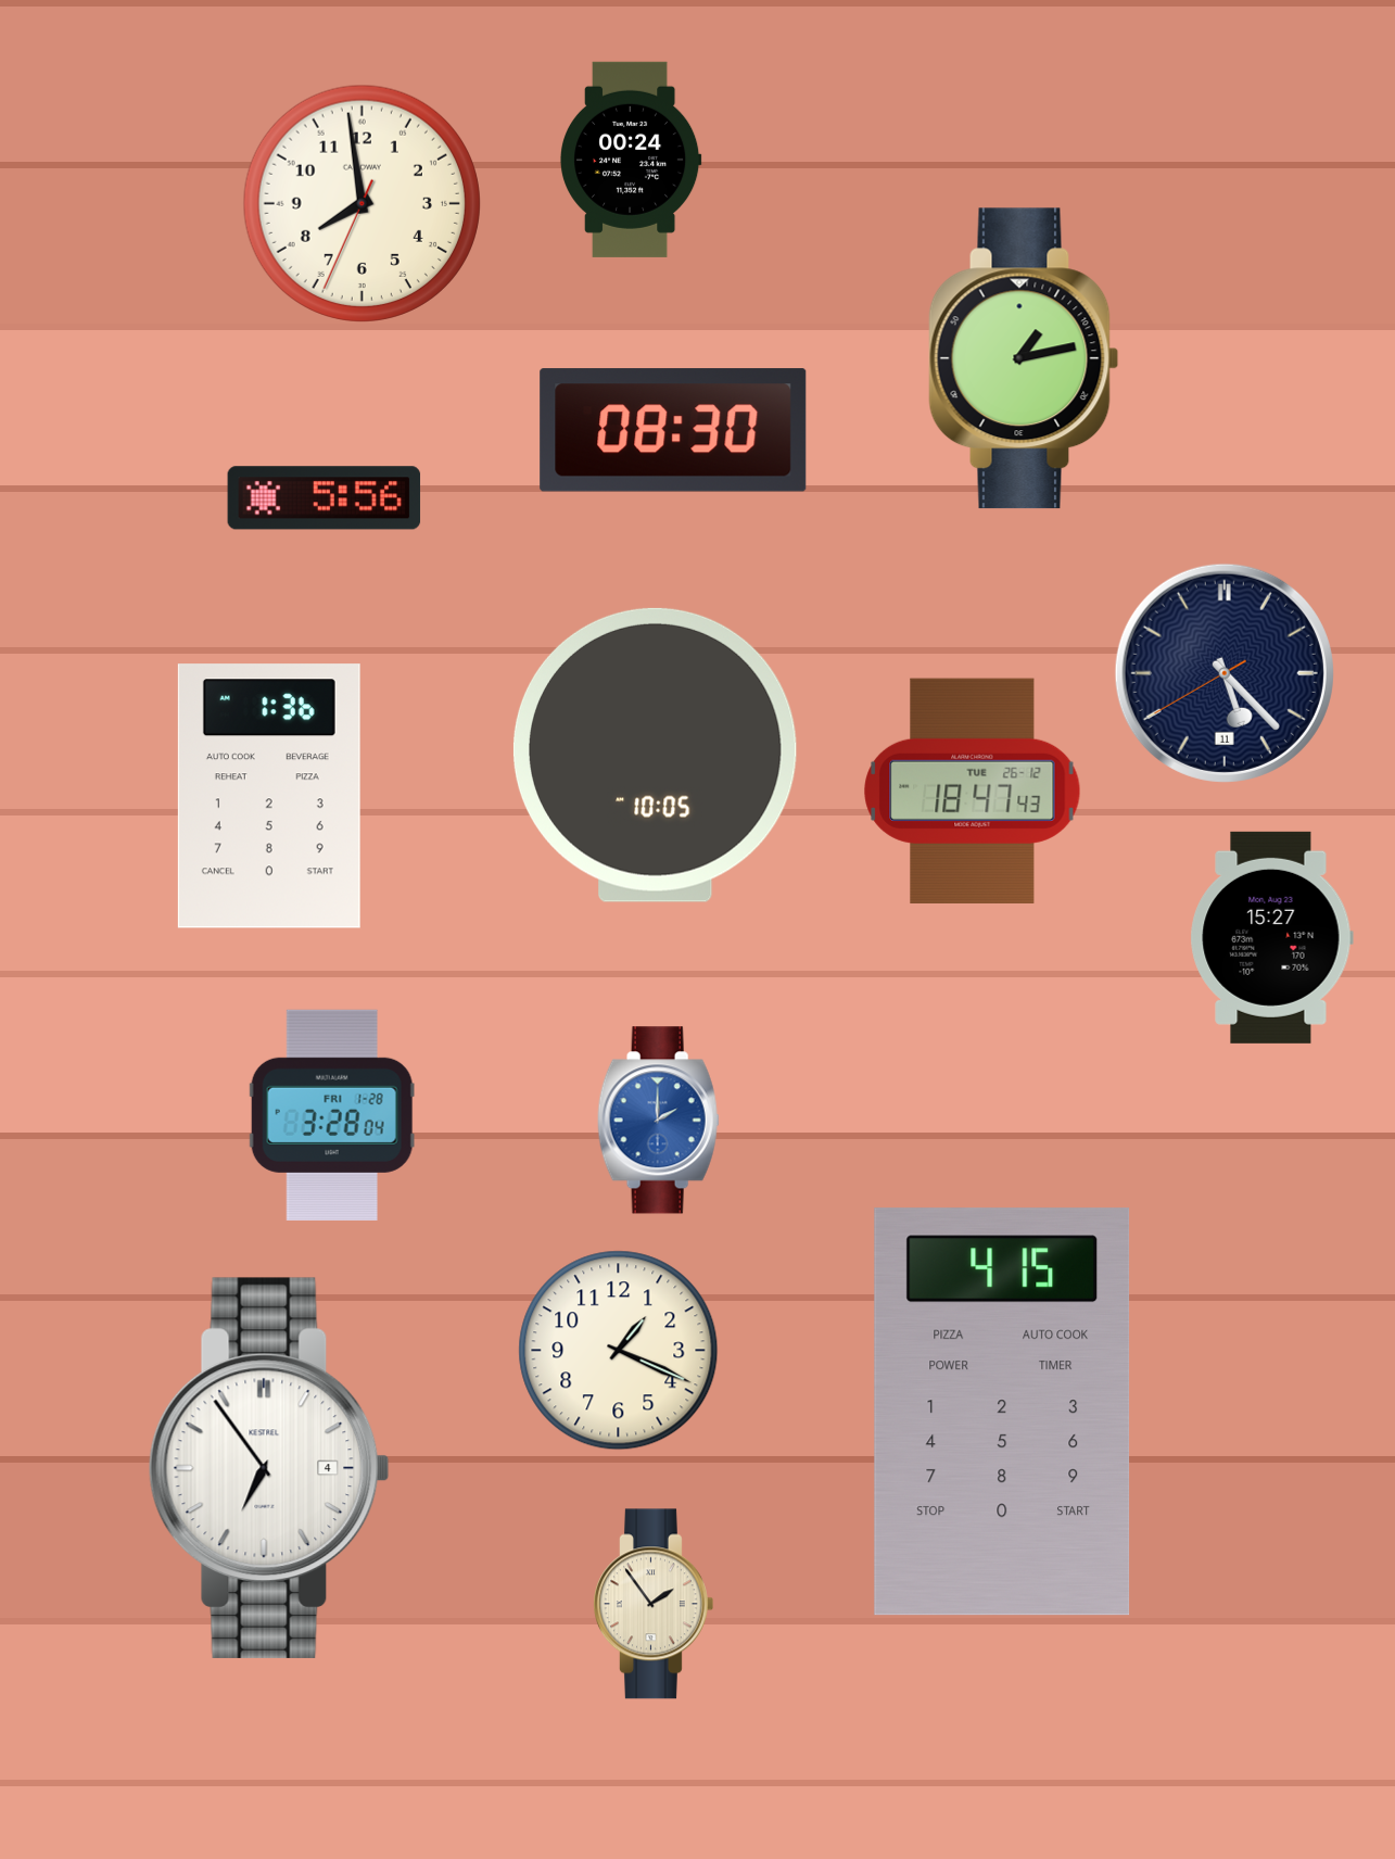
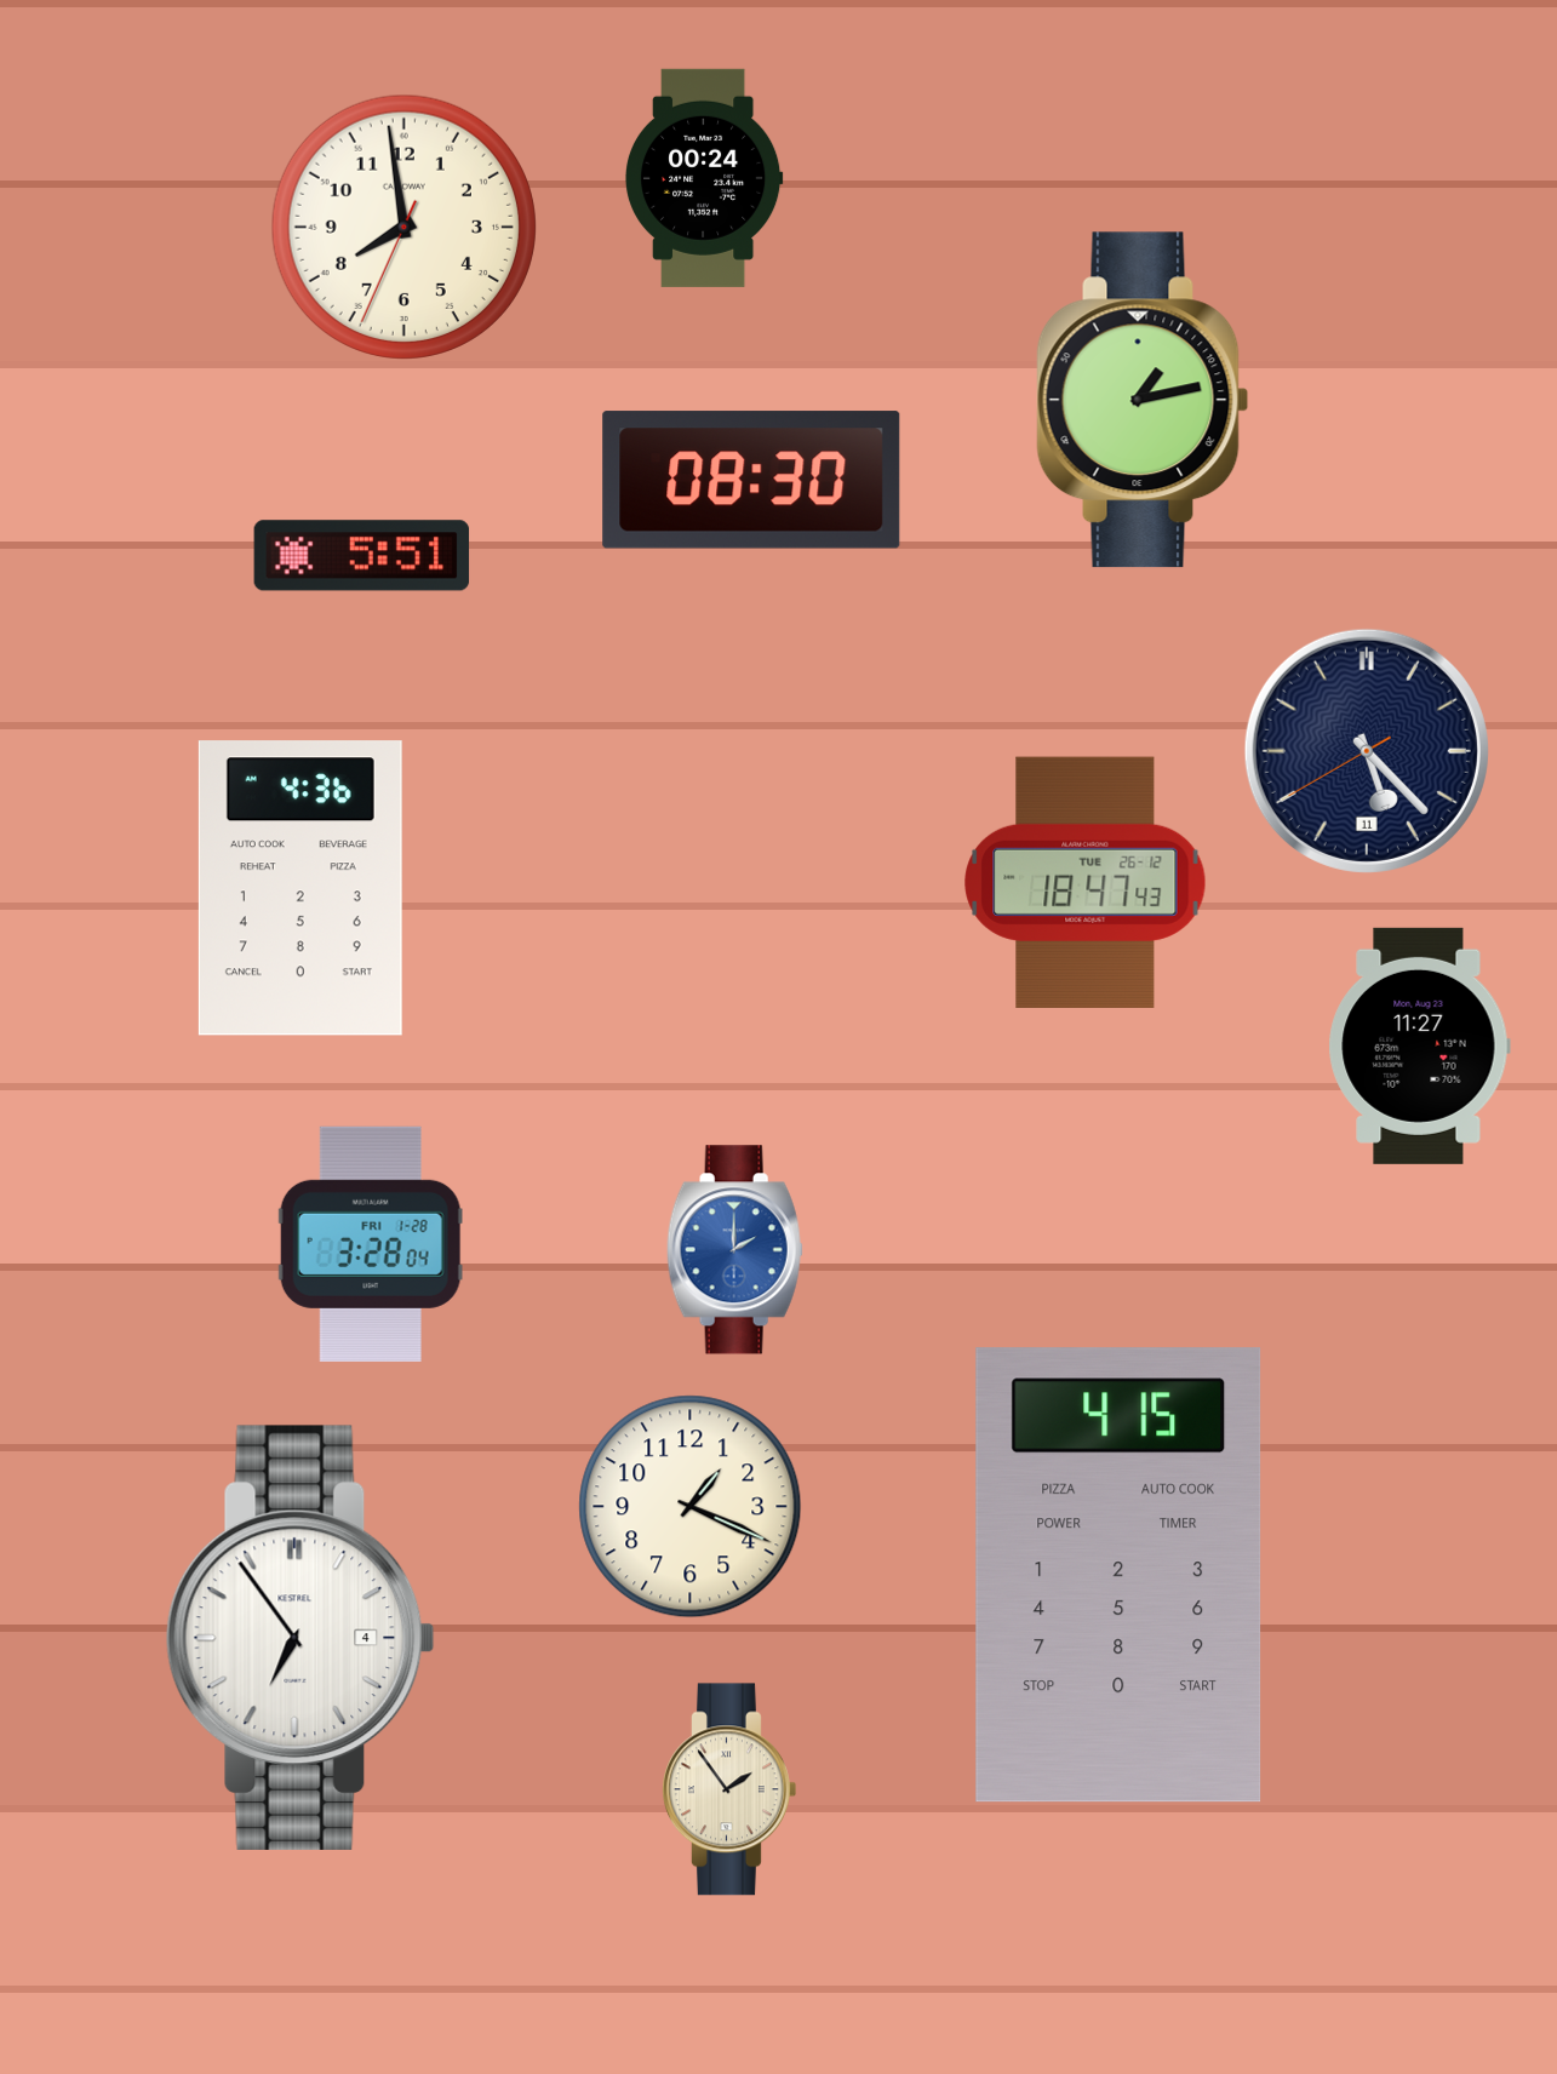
clock at (325, 498): 5:56 -> 5:51
clock at (655, 755): 10:05 -> none
clock at (269, 796): 1:36 -> 4:36
clock at (1271, 937): 15:27 -> 11:27
